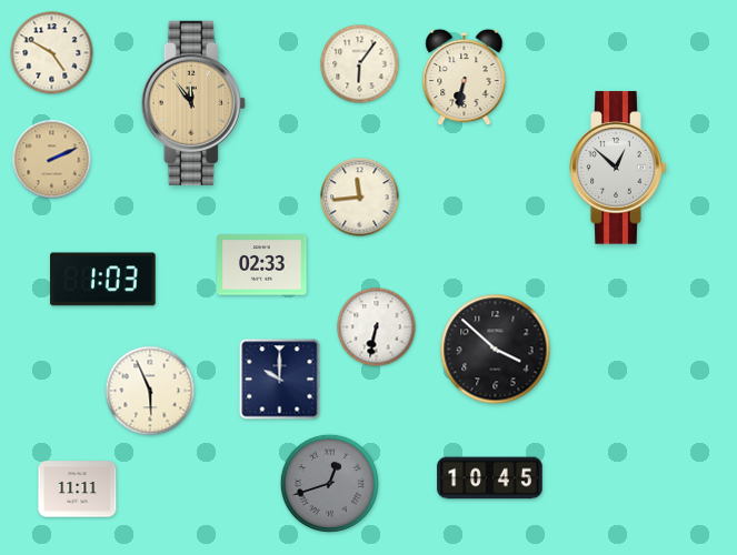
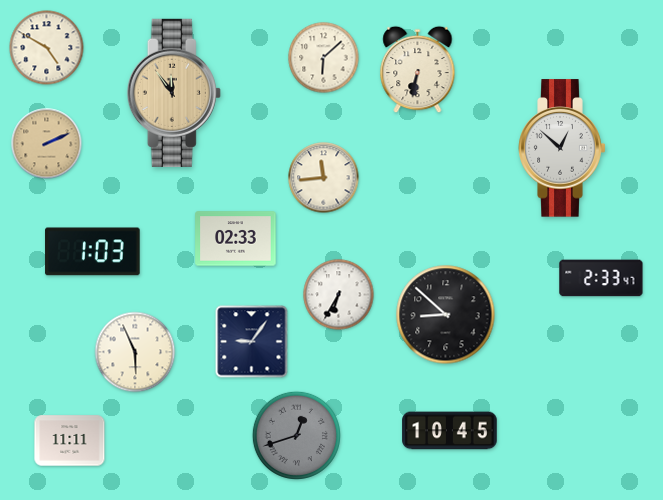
clock at (360, 64): 6:06 -> 6:08
clock at (618, 168) position: (618, 168) -> (562, 148)
clock at (601, 278): none -> 2:33
clock at (377, 327): 6:32 -> 6:35
clock at (496, 350): 3:52 -> 8:52
clock at (280, 380): 10:00 -> 9:06
clock at (490, 478) position: (490, 478) -> (450, 431)
